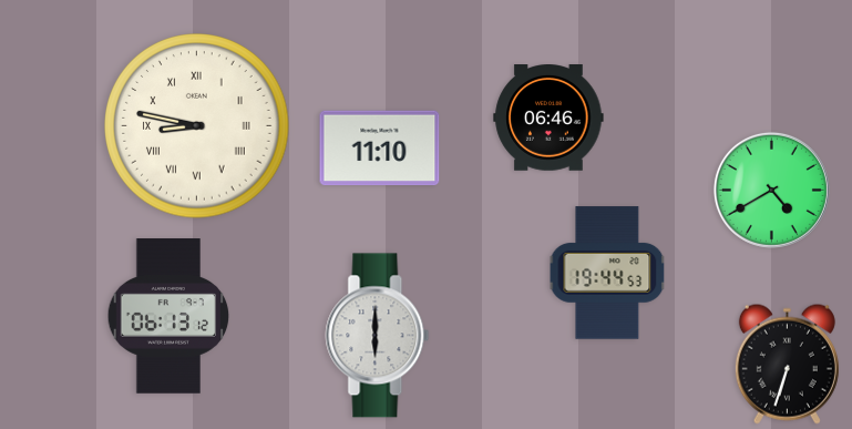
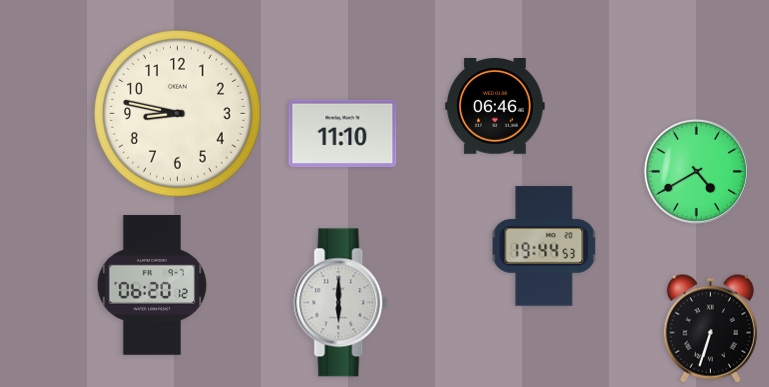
clock at (197, 126) numerals: Roman -> Arabic
clock at (607, 273) position: (607, 273) -> (544, 246)
clock at (168, 316): 06:13 -> 06:20
